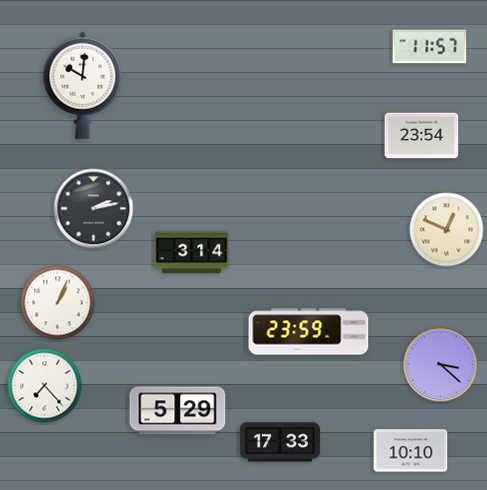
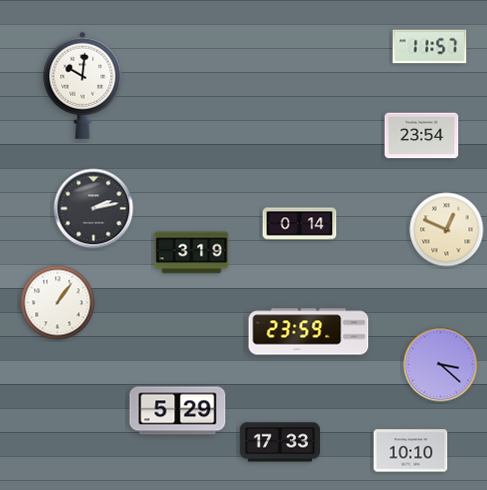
clock at (300, 224): none -> 0:14
clock at (192, 253): 3:14 -> 3:19
clock at (58, 303): 1:04 -> 1:06
clock at (45, 386): 7:23 -> none
